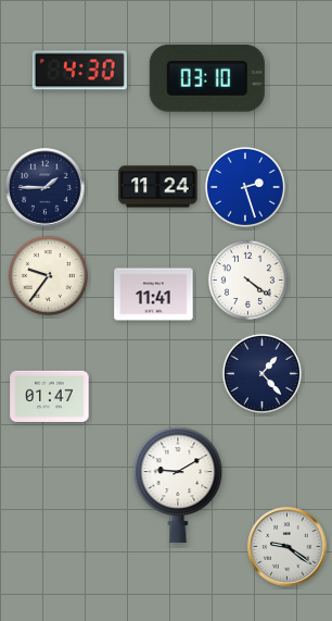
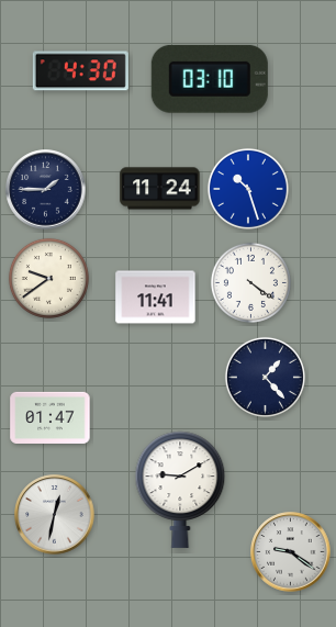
clock at (245, 187): 2:27 -> 10:27
clock at (48, 275): 9:36 -> 9:39
clock at (50, 396) position: (50, 396) -> (51, 417)
clock at (55, 515): none -> 12:32
